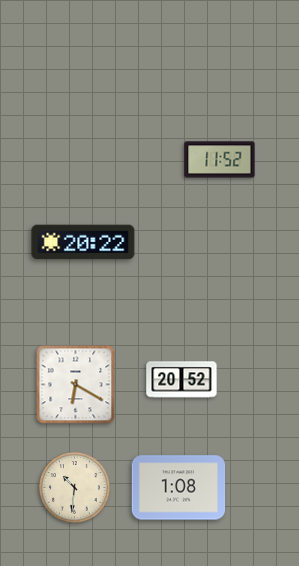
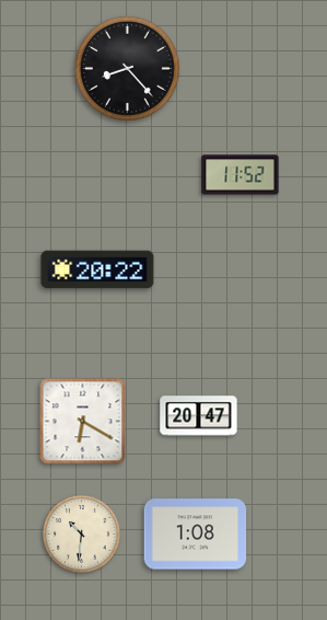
clock at (127, 68): none -> 8:23
clock at (83, 242) position: (83, 242) -> (97, 269)
clock at (182, 380): 20:52 -> 20:47
